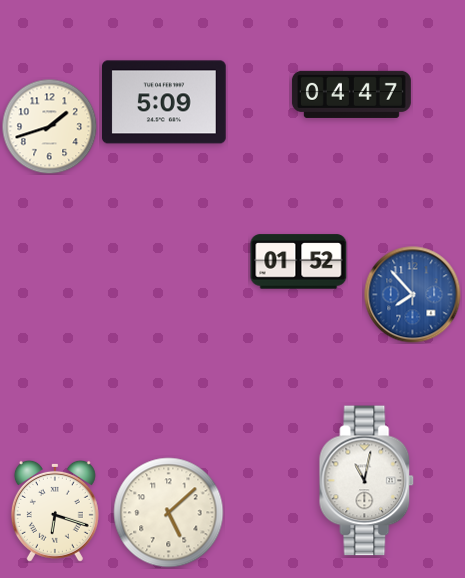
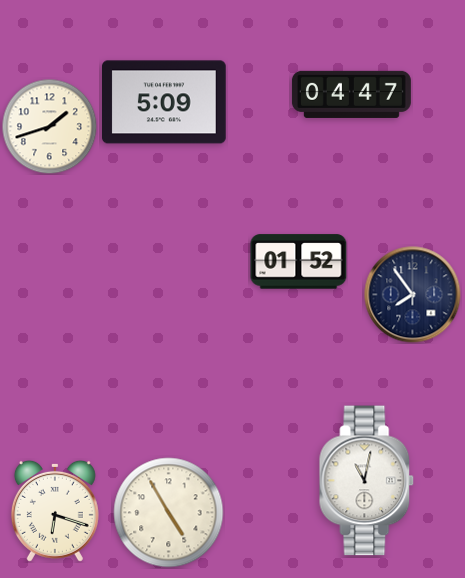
clock at (413, 295): 7:53 -> 7:54
clock at (413, 295) dial: blue -> navy
clock at (169, 513): 5:08 -> 4:55
